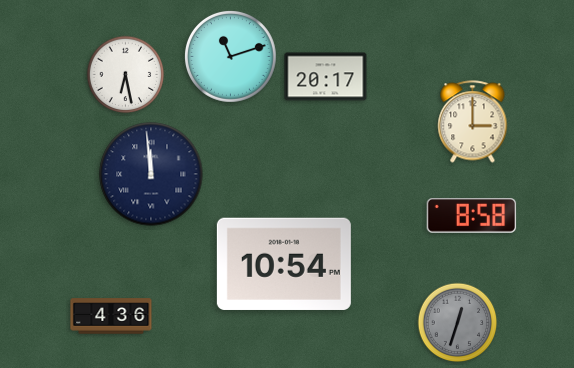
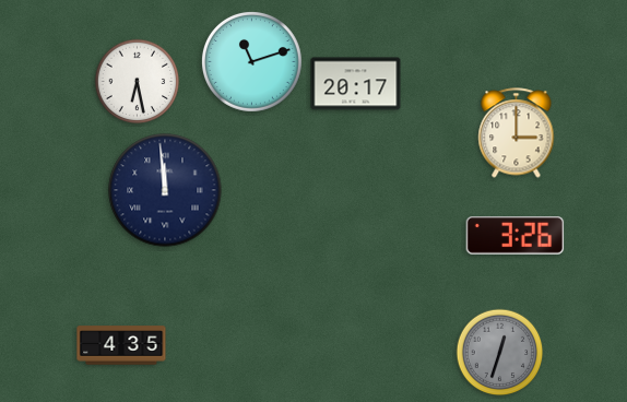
clock at (472, 216): 8:58 -> 3:26
clock at (284, 263): 10:54 -> none
clock at (111, 316): 4:36 -> 4:35
